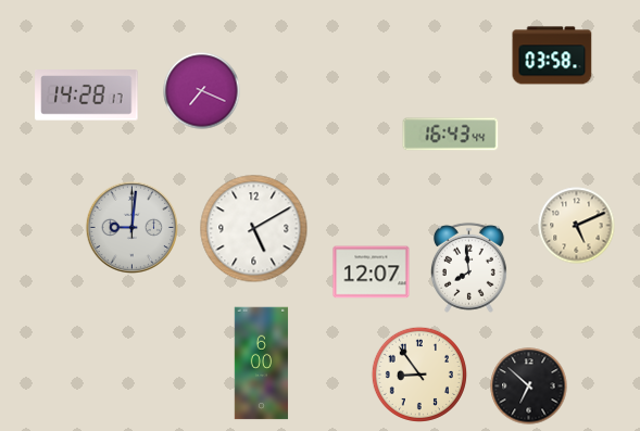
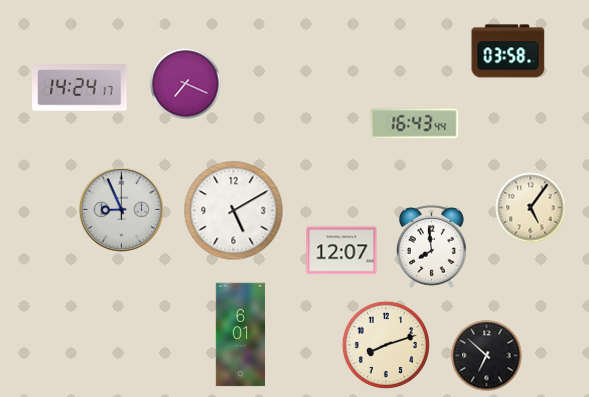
clock at (87, 96): 14:28 -> 14:24
clock at (577, 226): 5:11 -> 5:06
clock at (131, 227): 9:01 -> 8:56
clock at (262, 364): 6:00 -> 6:01
clock at (419, 375): 8:54 -> 8:12
